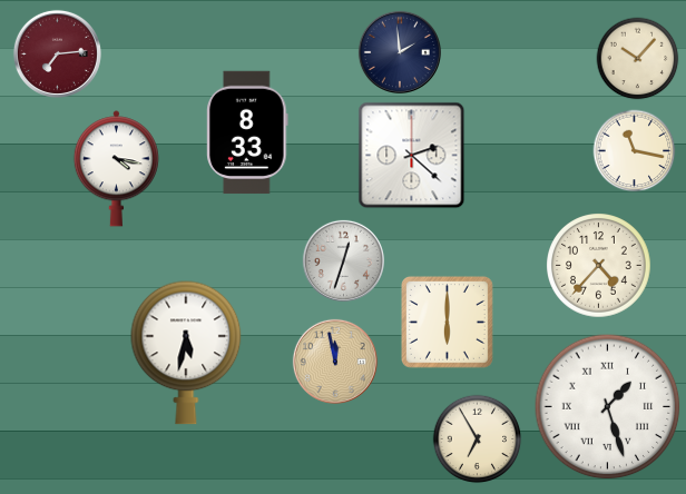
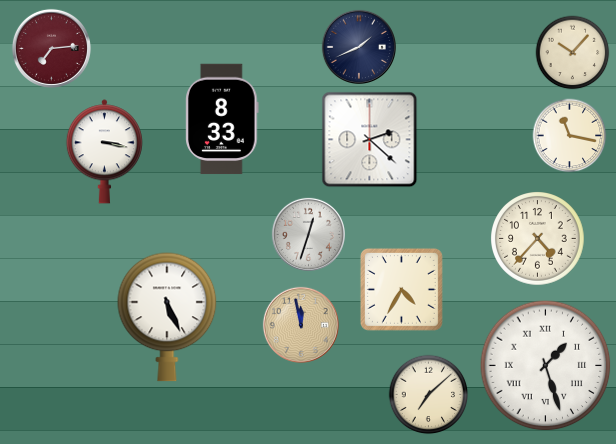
clock at (400, 52): 1:59 -> 1:41
clock at (116, 169): 4:17 -> 3:17
clock at (447, 322): 6:00 -> 4:35
clock at (186, 353): 5:32 -> 5:26
clock at (478, 439): 6:55 -> 7:08
